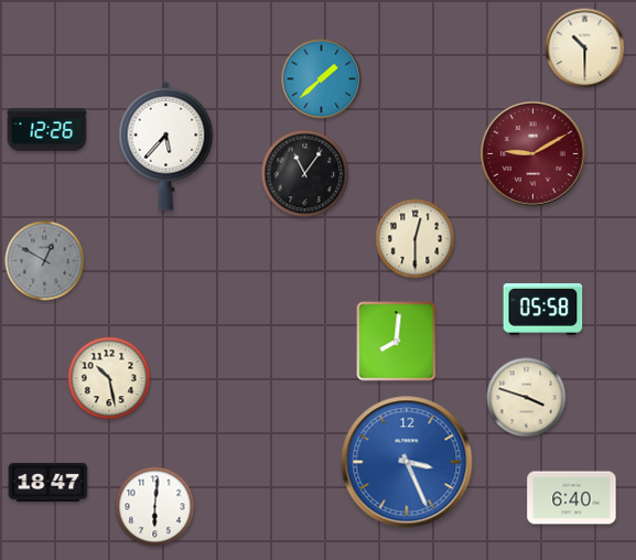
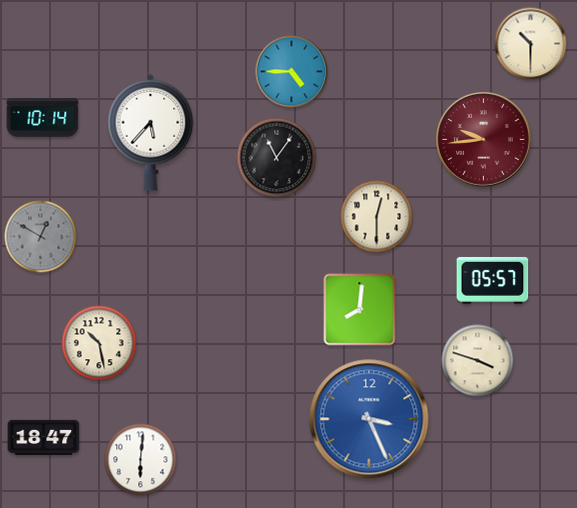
clock at (322, 79): 1:38 -> 4:45
clock at (47, 130): 12:26 -> 10:14
clock at (533, 154): 9:10 -> 9:44
clock at (543, 309): 05:58 -> 05:57
clock at (572, 498): 6:40 -> none
